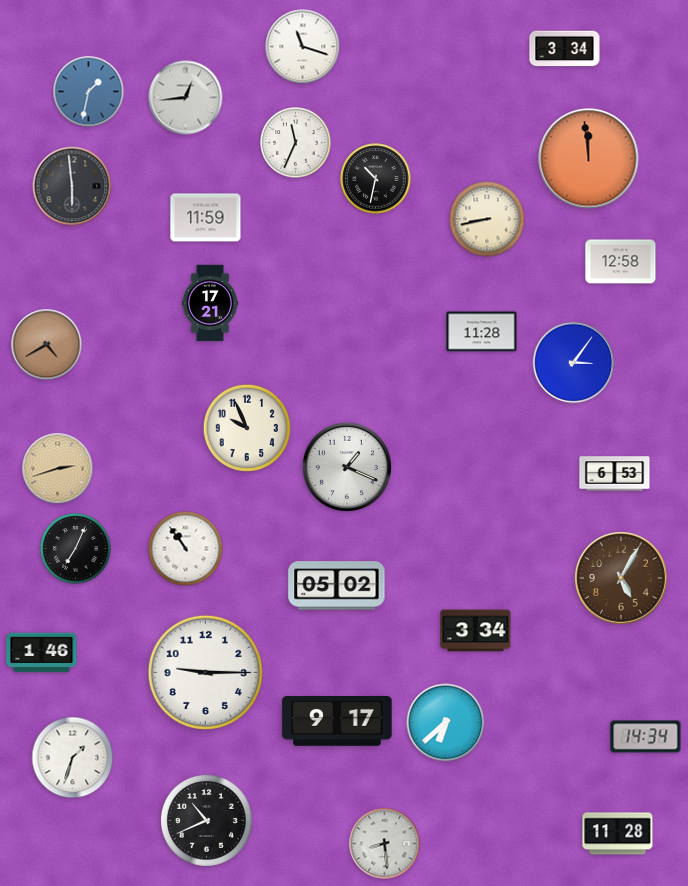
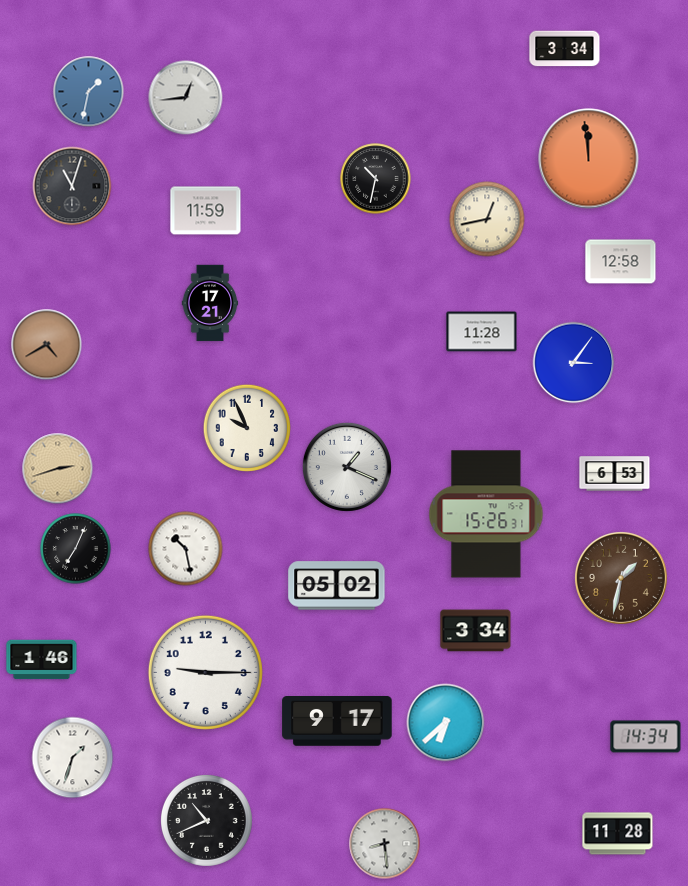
clock at (303, 47): 11:18 -> none
clock at (296, 143): 11:34 -> none
clock at (72, 186): 5:59 -> 11:03
clock at (206, 218) position: (206, 218) -> (206, 211)
clock at (487, 219): 8:43 -> 12:43
clock at (486, 514): none -> 15:26
clock at (186, 549): 10:54 -> 10:28
clock at (621, 578): 5:05 -> 1:32
clock at (42, 653) position: (42, 653) -> (42, 660)
